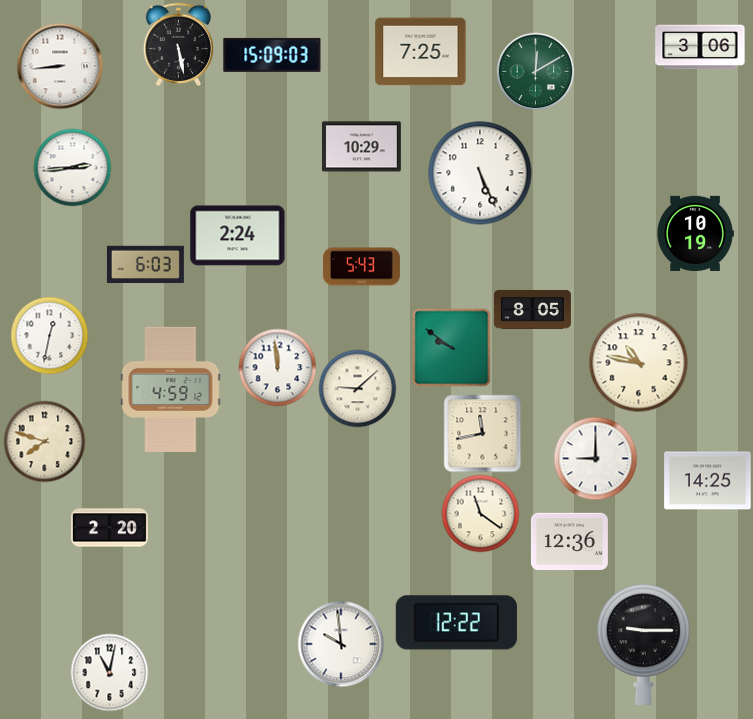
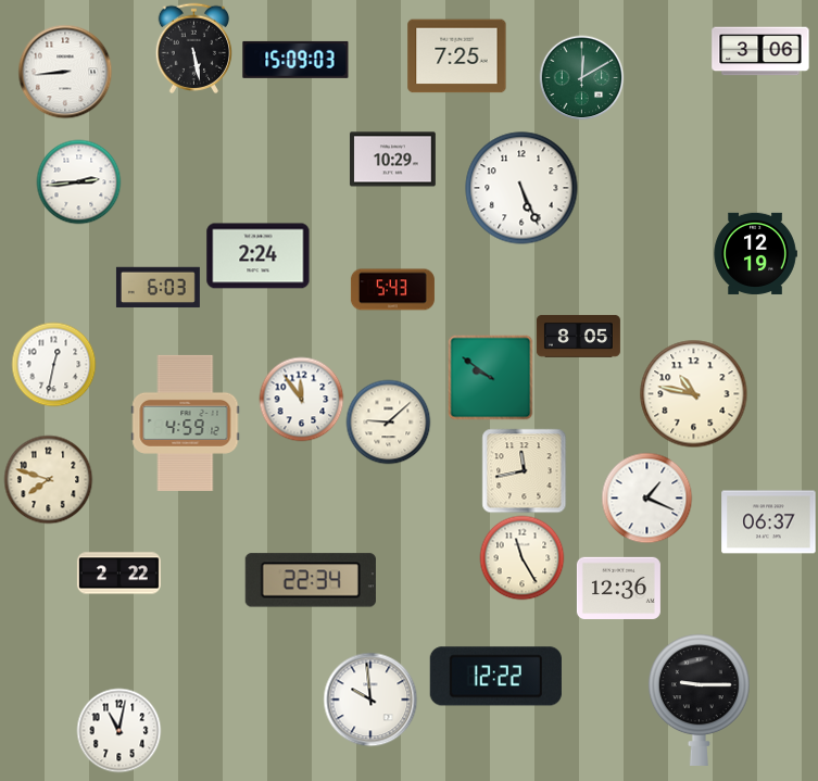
clock at (695, 233): 10:19 -> 12:19
clock at (277, 367): 11:59 -> 11:54
clock at (595, 458): 9:00 -> 1:19
clock at (708, 481): 14:25 -> 06:37
clock at (480, 513): 11:21 -> 11:25
clock at (109, 528): 2:20 -> 2:22
clock at (311, 580): none -> 22:34
